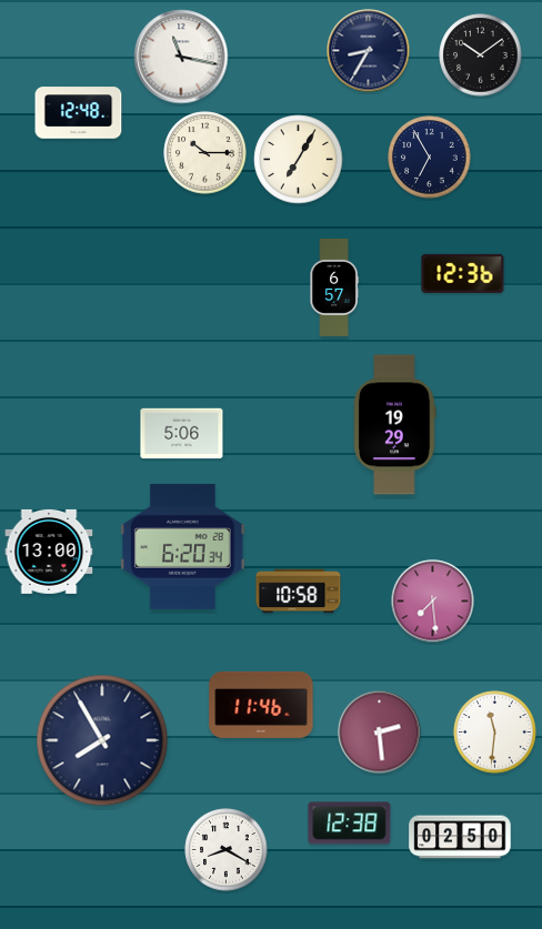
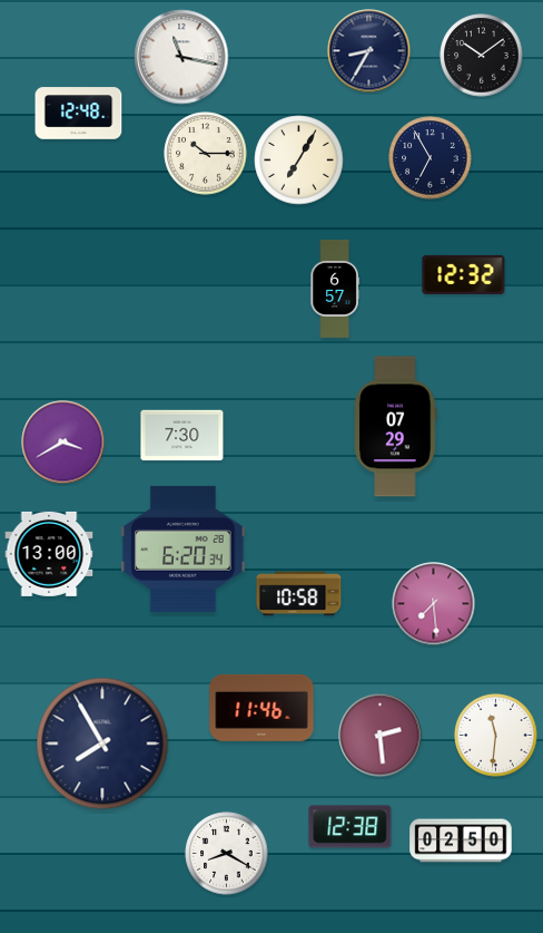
clock at (463, 273): 12:36 -> 12:32
clock at (395, 425): 19:29 -> 07:29
clock at (182, 434): 5:06 -> 7:30
clock at (63, 443): none -> 3:40
